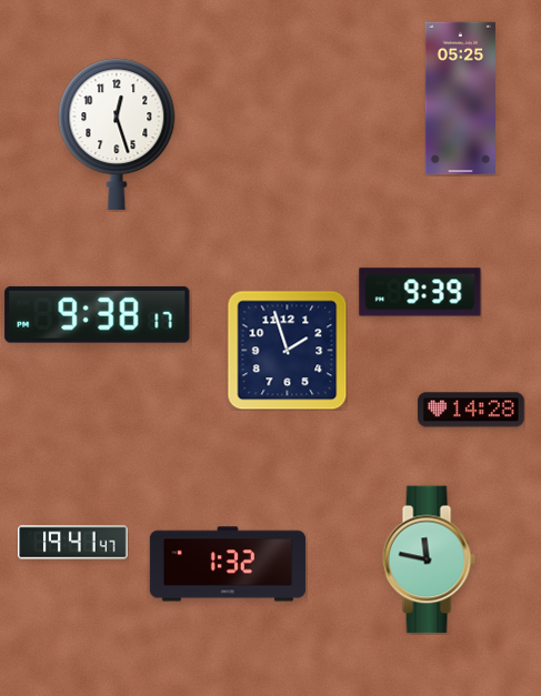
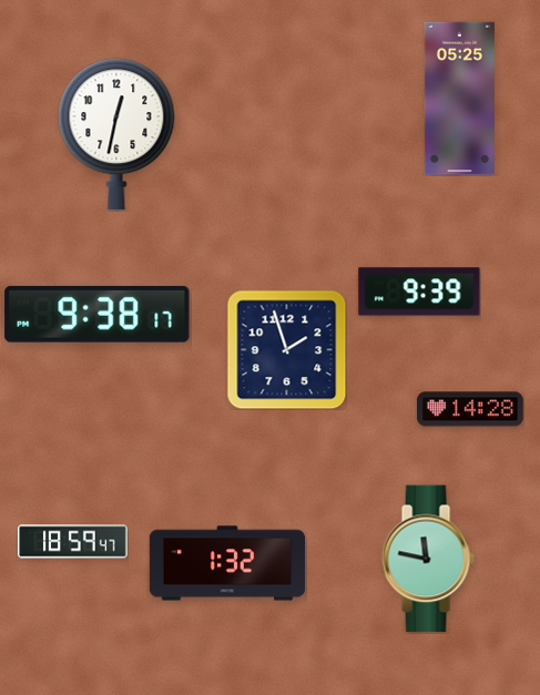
clock at (117, 134): 12:27 -> 12:32
clock at (73, 543): 19:41 -> 18:59
